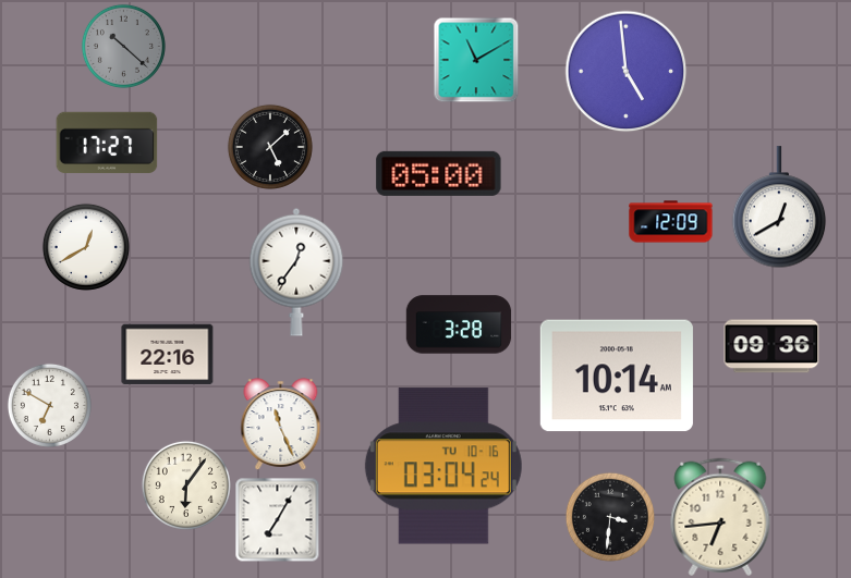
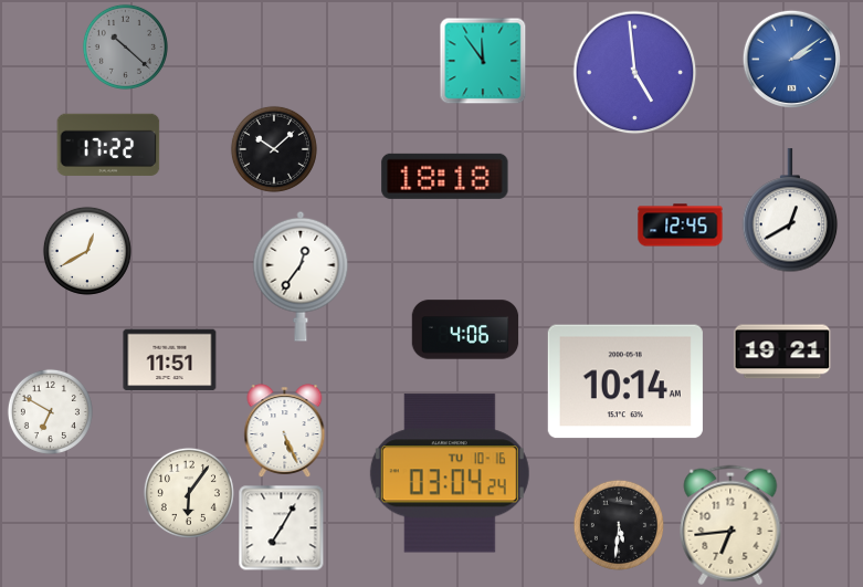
clock at (791, 59): none -> 2:09
clock at (476, 60): 11:10 -> 11:54
clock at (107, 143): 17:27 -> 17:22
clock at (270, 147): 5:08 -> 10:08
clock at (439, 173): 05:00 -> 18:18
clock at (671, 222): 12:09 -> 12:45
clock at (459, 324): 3:28 -> 4:06
clock at (771, 346): 09:36 -> 19:21
clock at (168, 355): 22:16 -> 11:51
clock at (281, 423): 11:26 -> 5:26
clock at (610, 517): 3:31 -> 5:31
